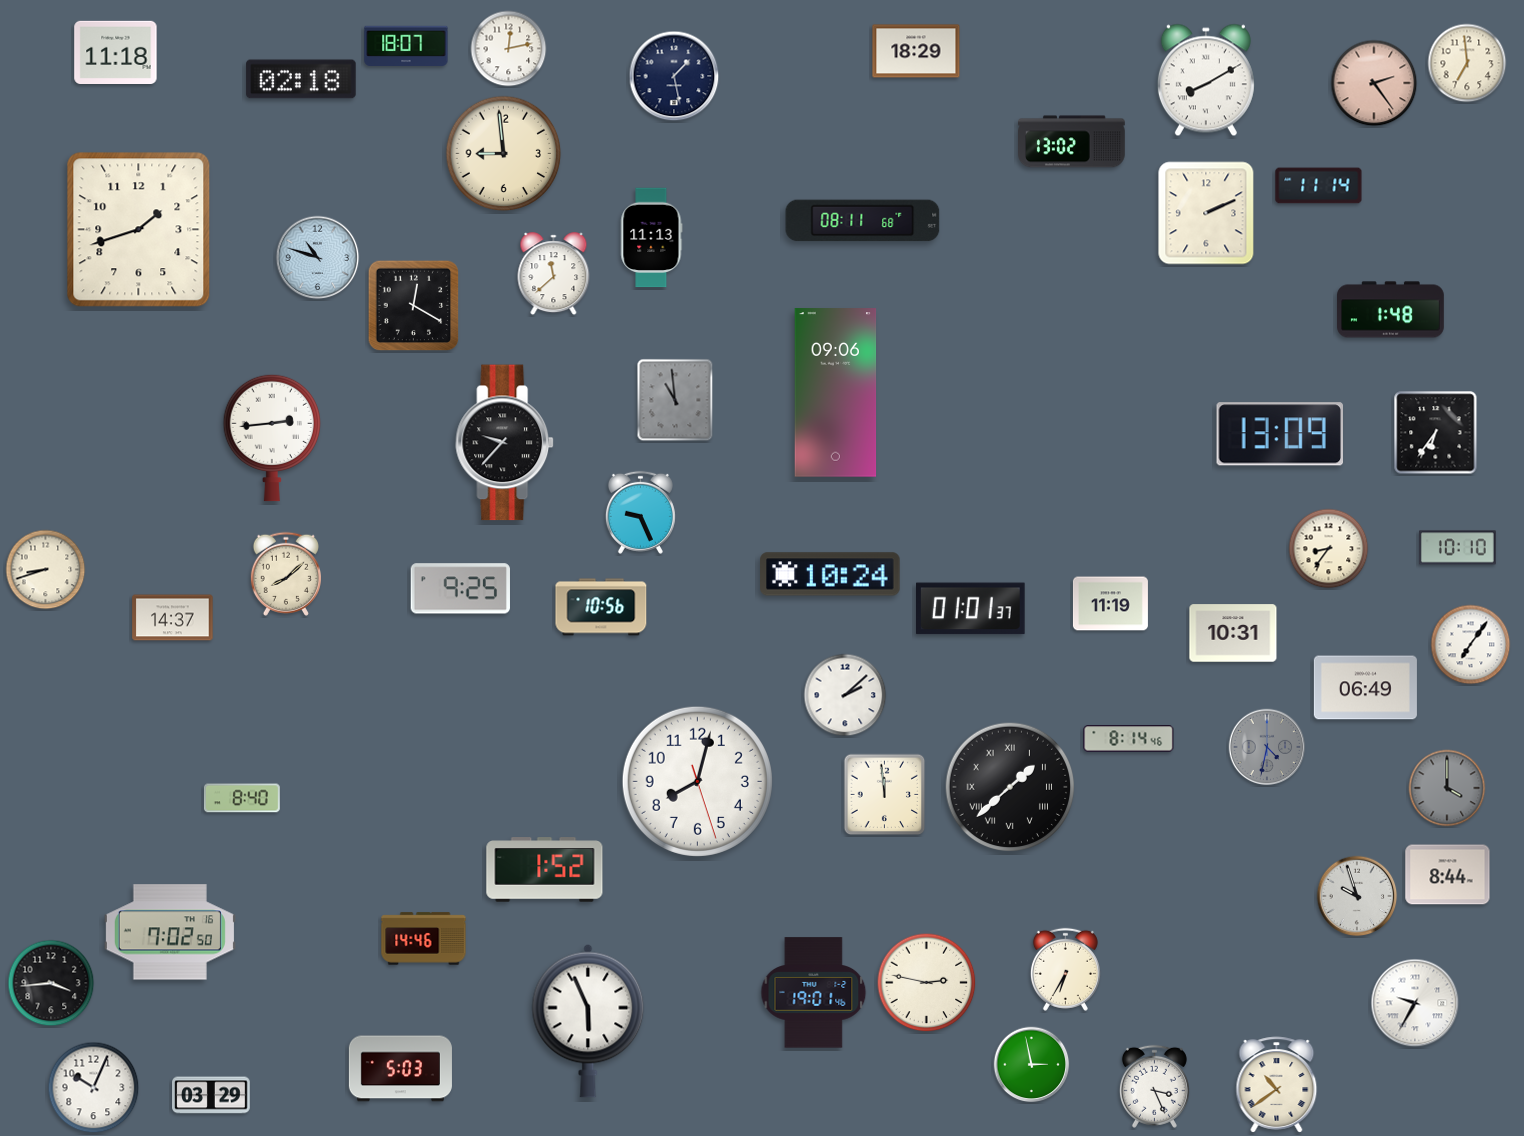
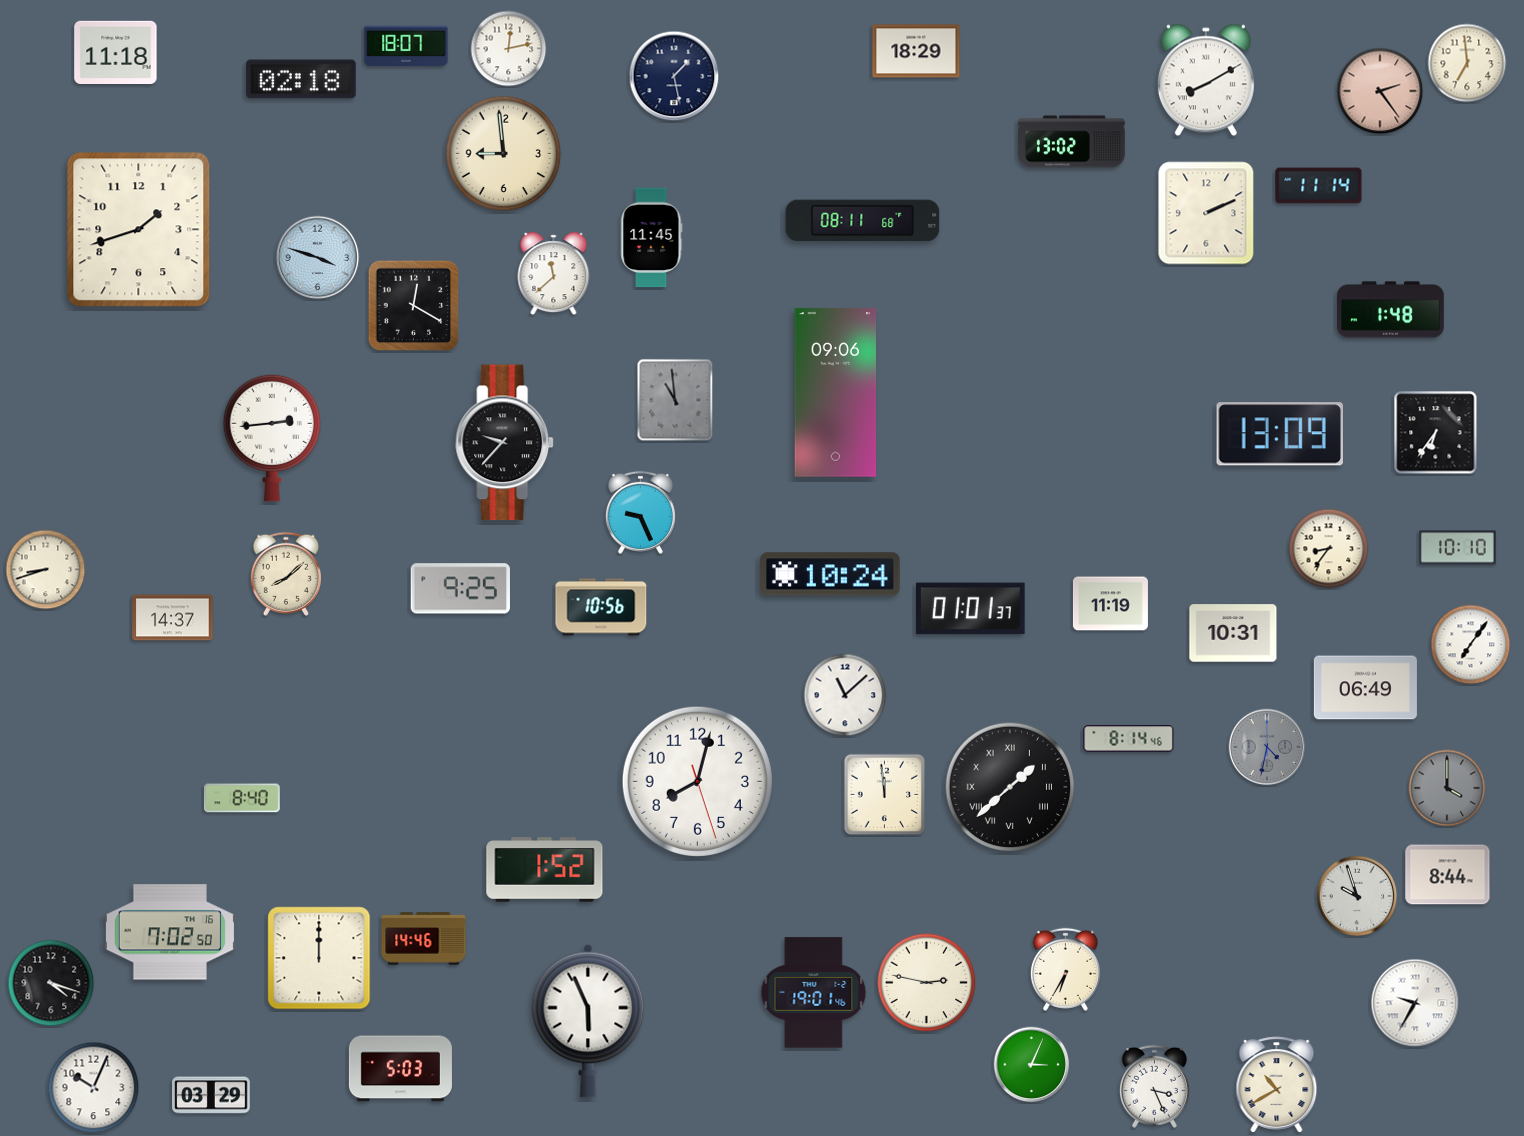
clock at (1374, 83) position: (1374, 83) -> (1380, 91)
clock at (652, 238): 11:13 -> 11:45
clock at (318, 258): 10:48 -> 3:48
clock at (845, 695): 2:08 -> 11:08
clock at (319, 958): none -> 12:00
clock at (51, 983): 3:44 -> 4:18
clock at (1032, 1065): 2:58 -> 3:04
clock at (1277, 1085): 10:39 -> 10:40
